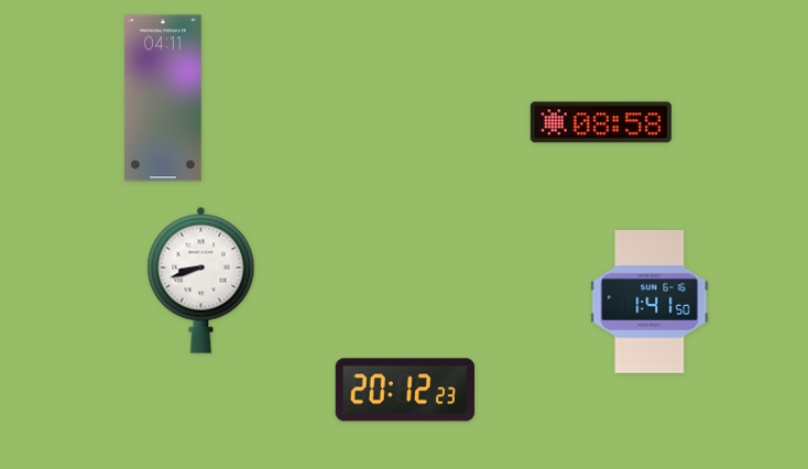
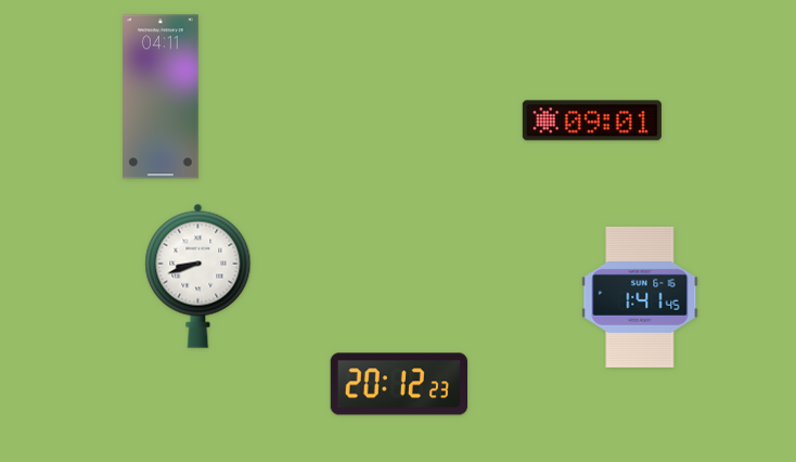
clock at (601, 122): 08:58 -> 09:01
clock at (649, 302): 1:41:50 -> 1:41:45
